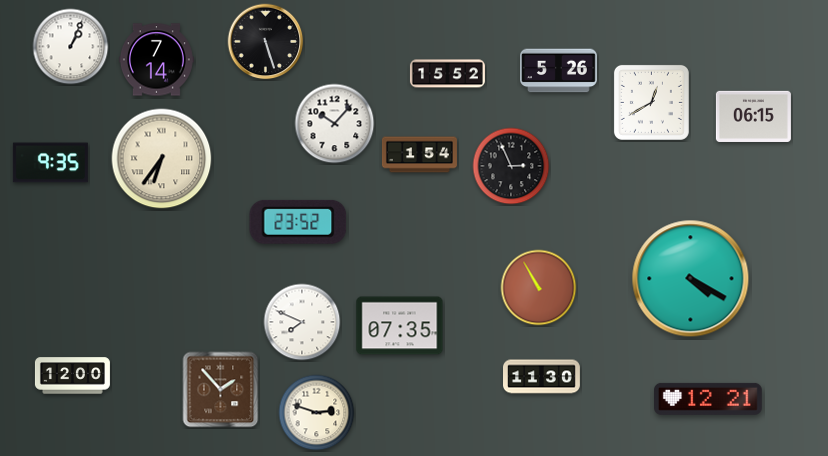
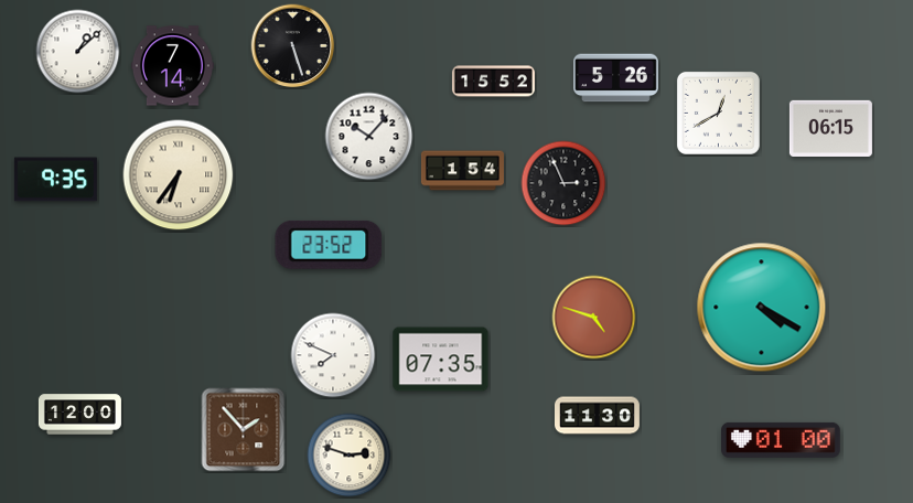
clock at (71, 47): 1:04 -> 1:08
clock at (539, 288): 10:55 -> 4:48
clock at (709, 399): 12:21 -> 01:00
